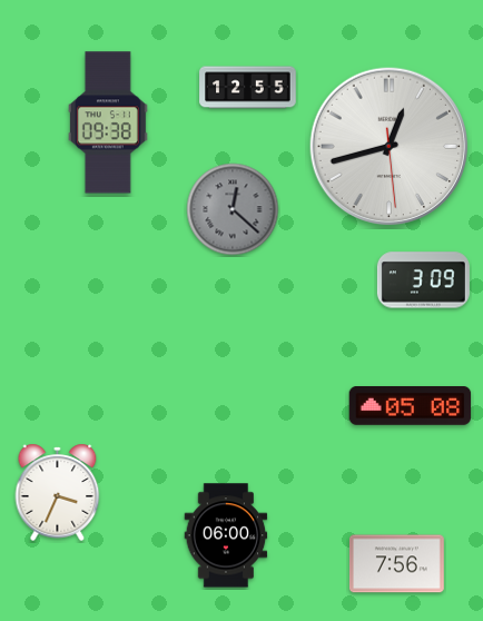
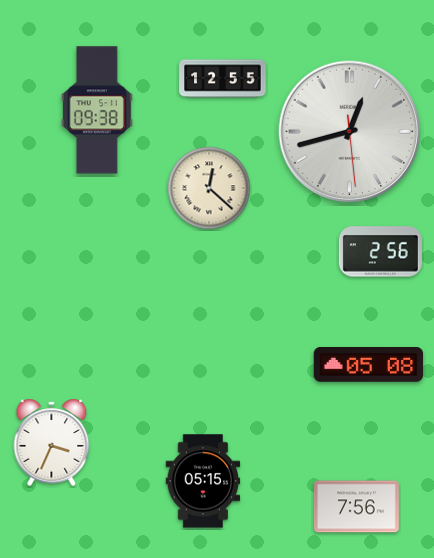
clock at (233, 209) dial: grey -> cream
clock at (423, 280): 3:09 -> 2:56
clock at (226, 535): 06:00 -> 05:15
